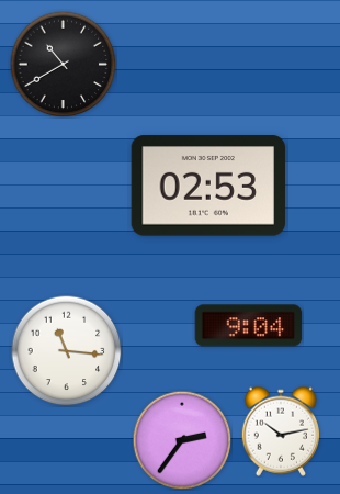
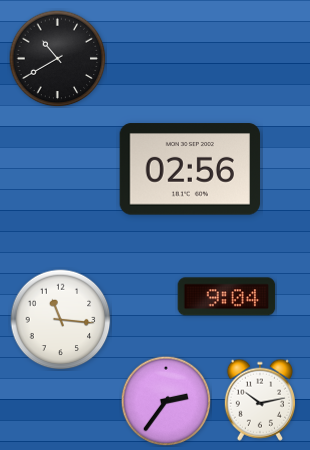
clock at (208, 186): 02:53 -> 02:56
clock at (280, 431) position: (280, 431) -> (259, 400)
